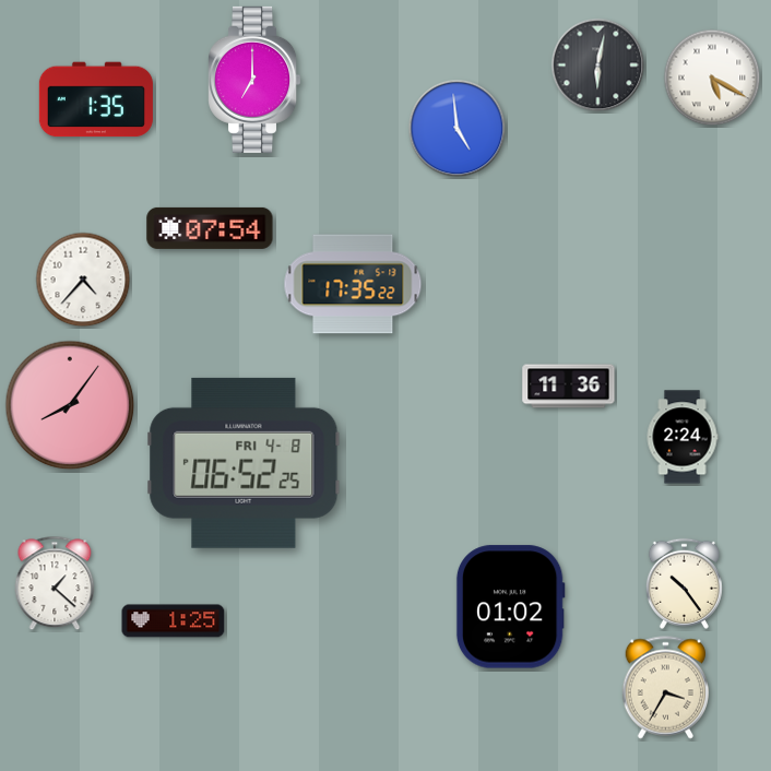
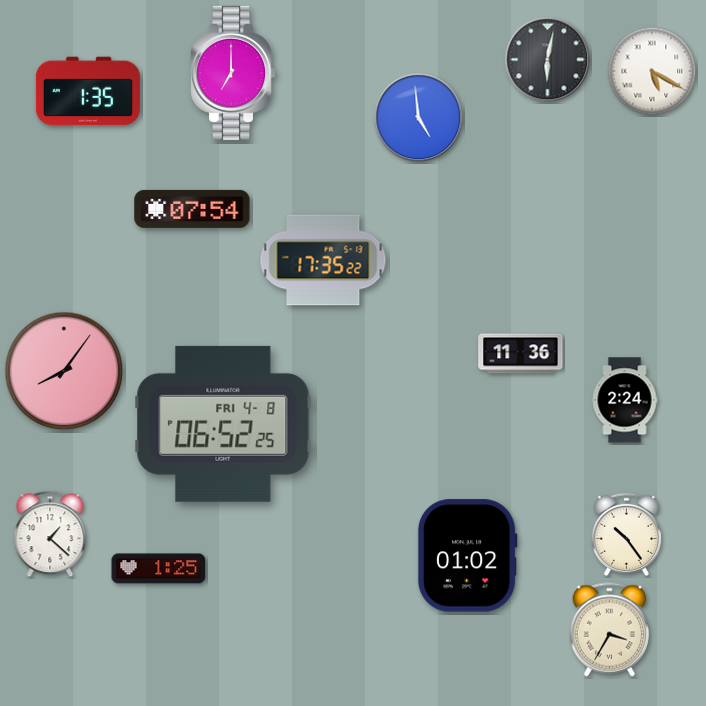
clock at (83, 280): 4:37 -> none
